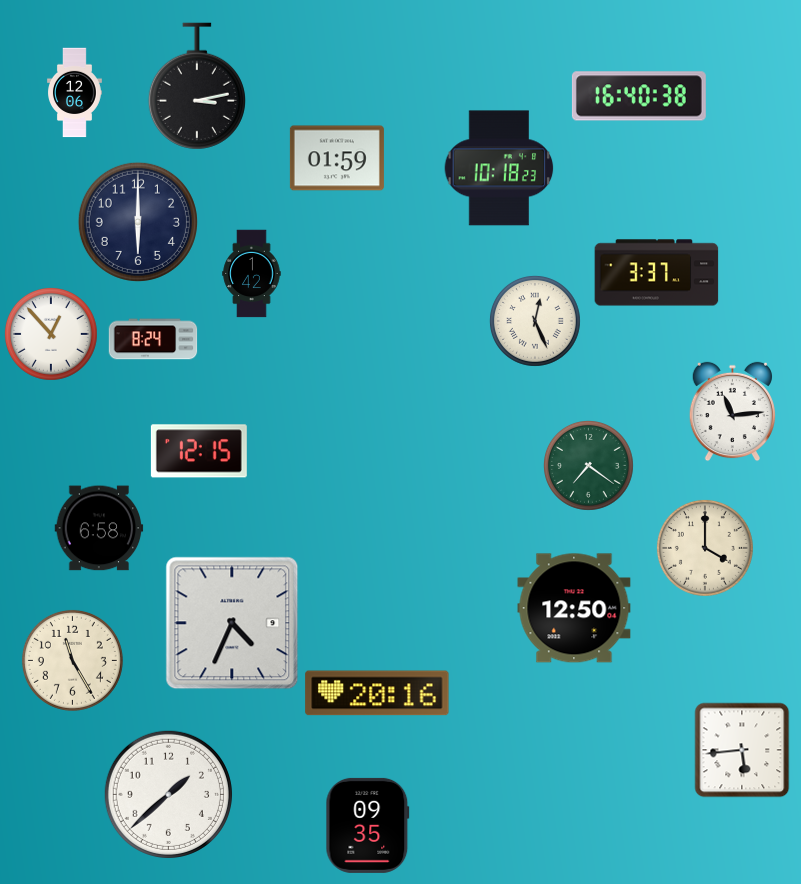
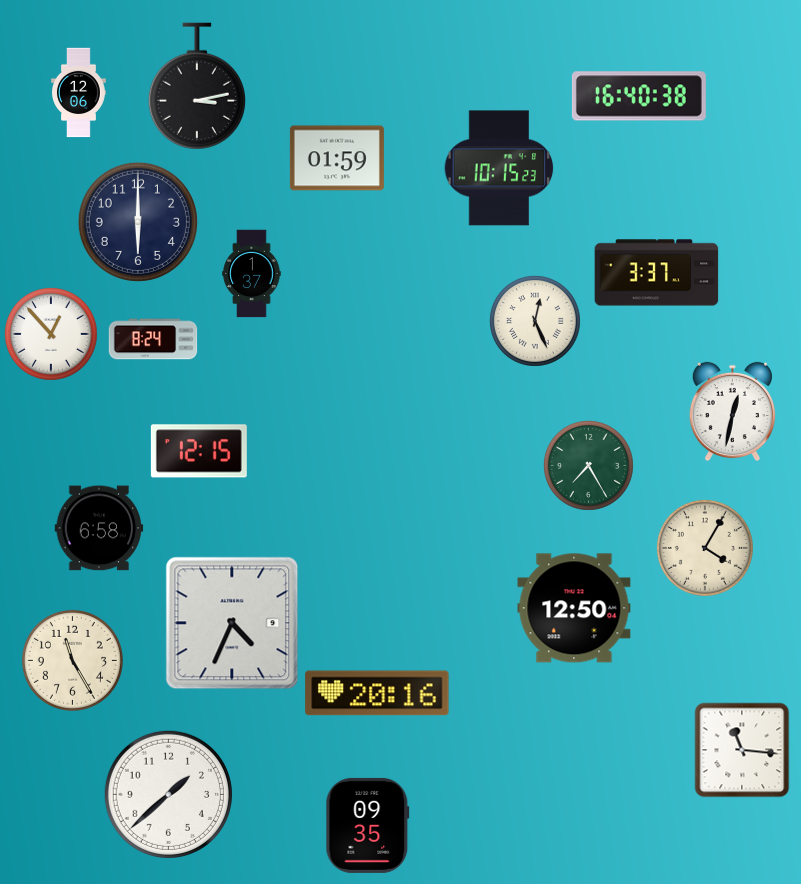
clock at (75, 93) position: (75, 93) -> (79, 93)
clock at (499, 168): 10:18 -> 10:15
clock at (252, 274): 1:42 -> 1:37
clock at (732, 412): 11:14 -> 12:32
clock at (589, 466): 7:21 -> 7:25
clock at (705, 548): 4:00 -> 4:05
clock at (742, 750): 5:44 -> 11:16
